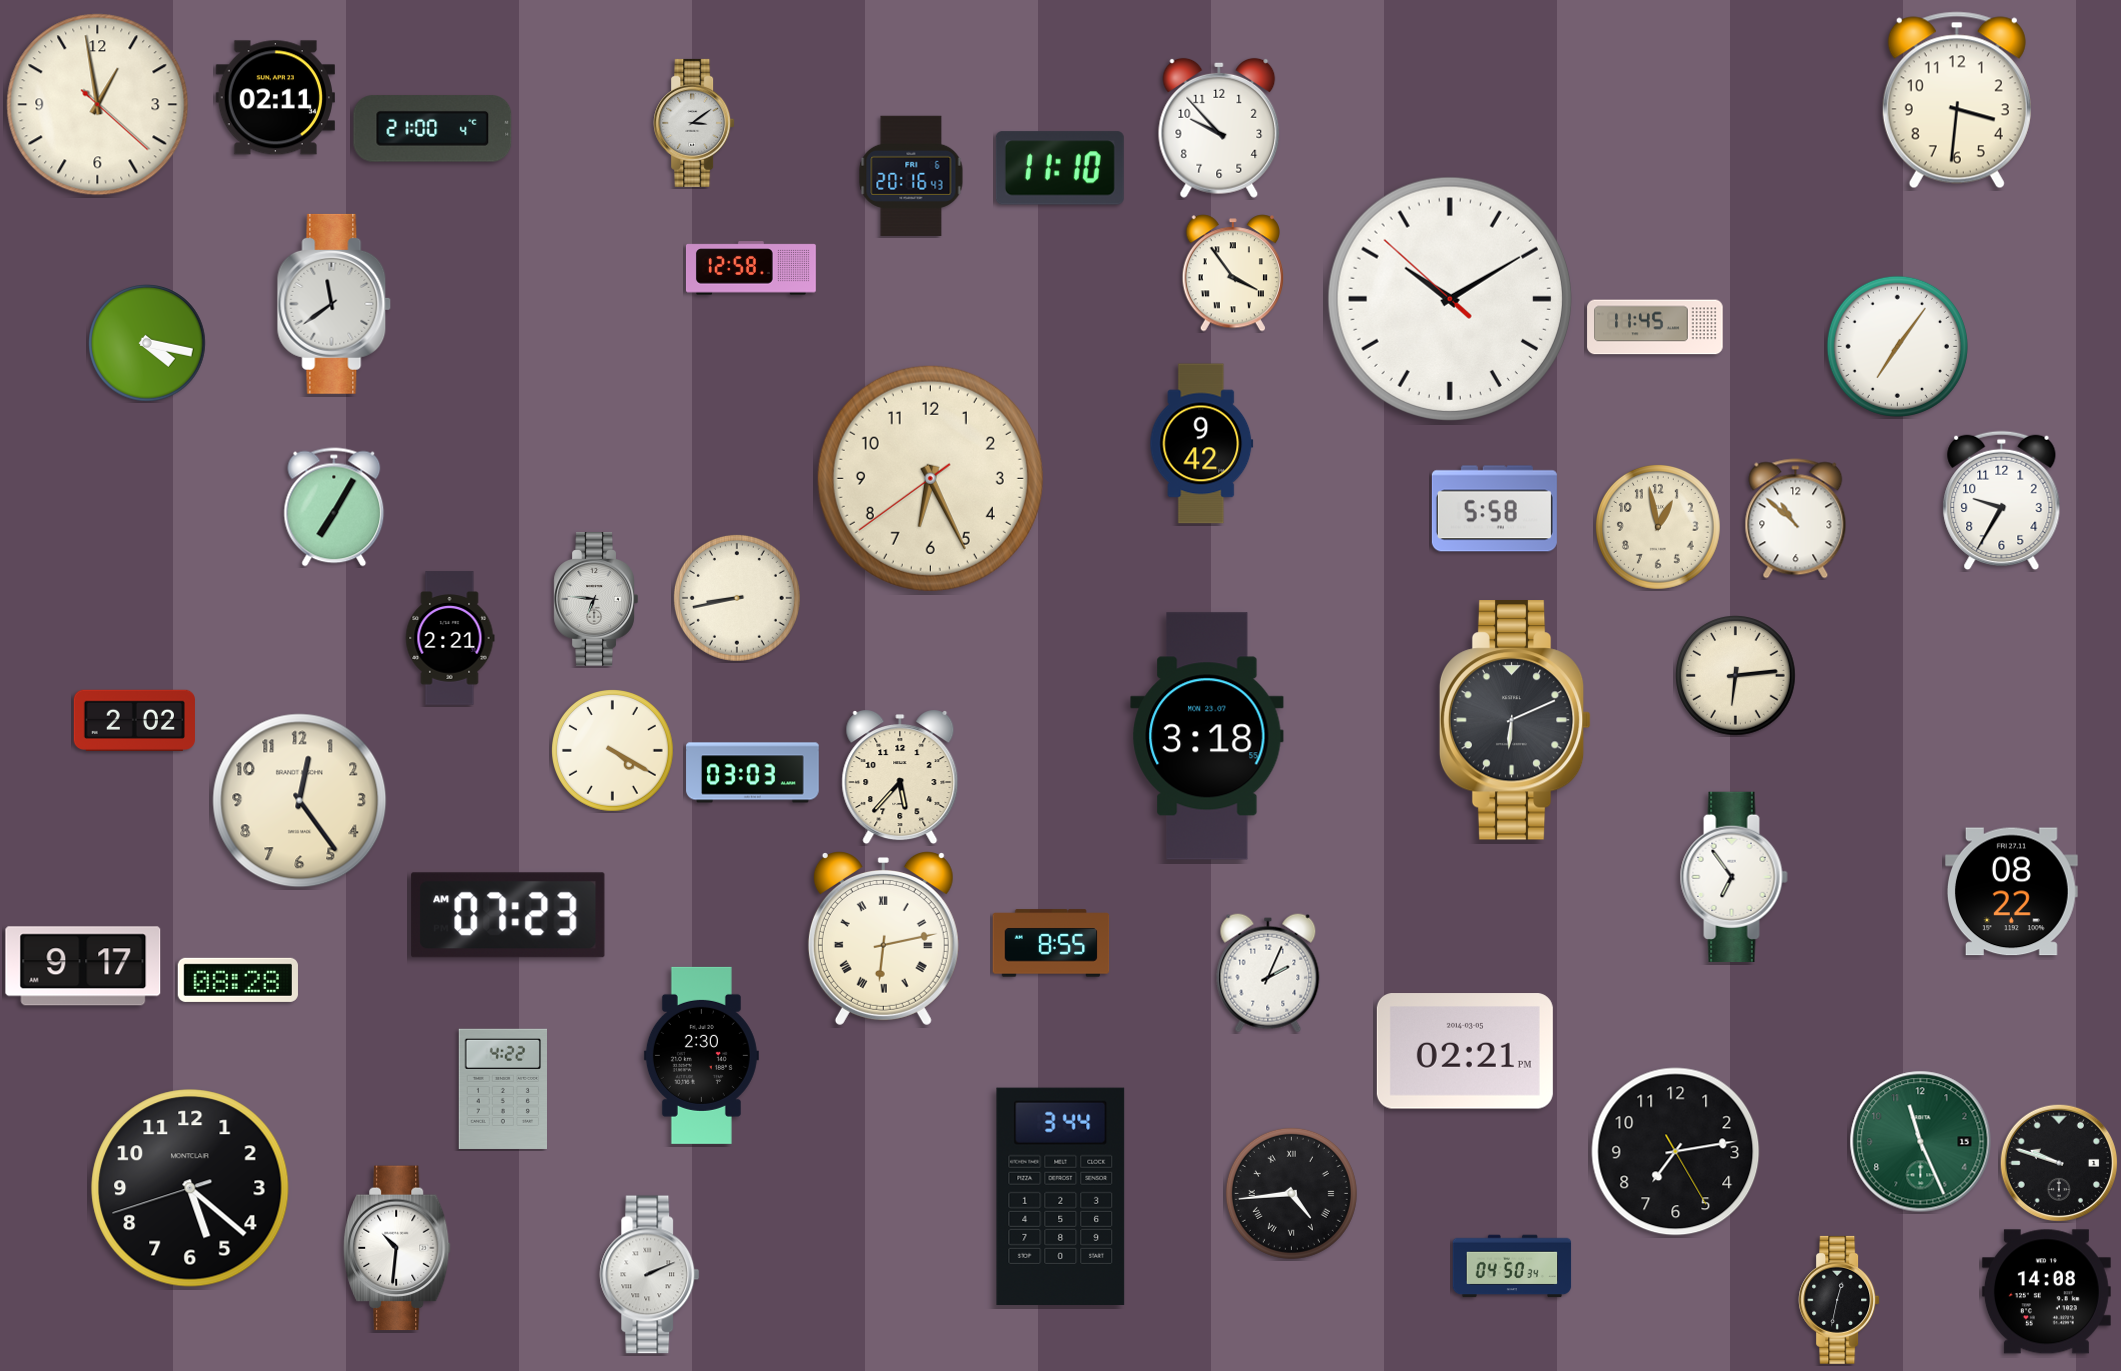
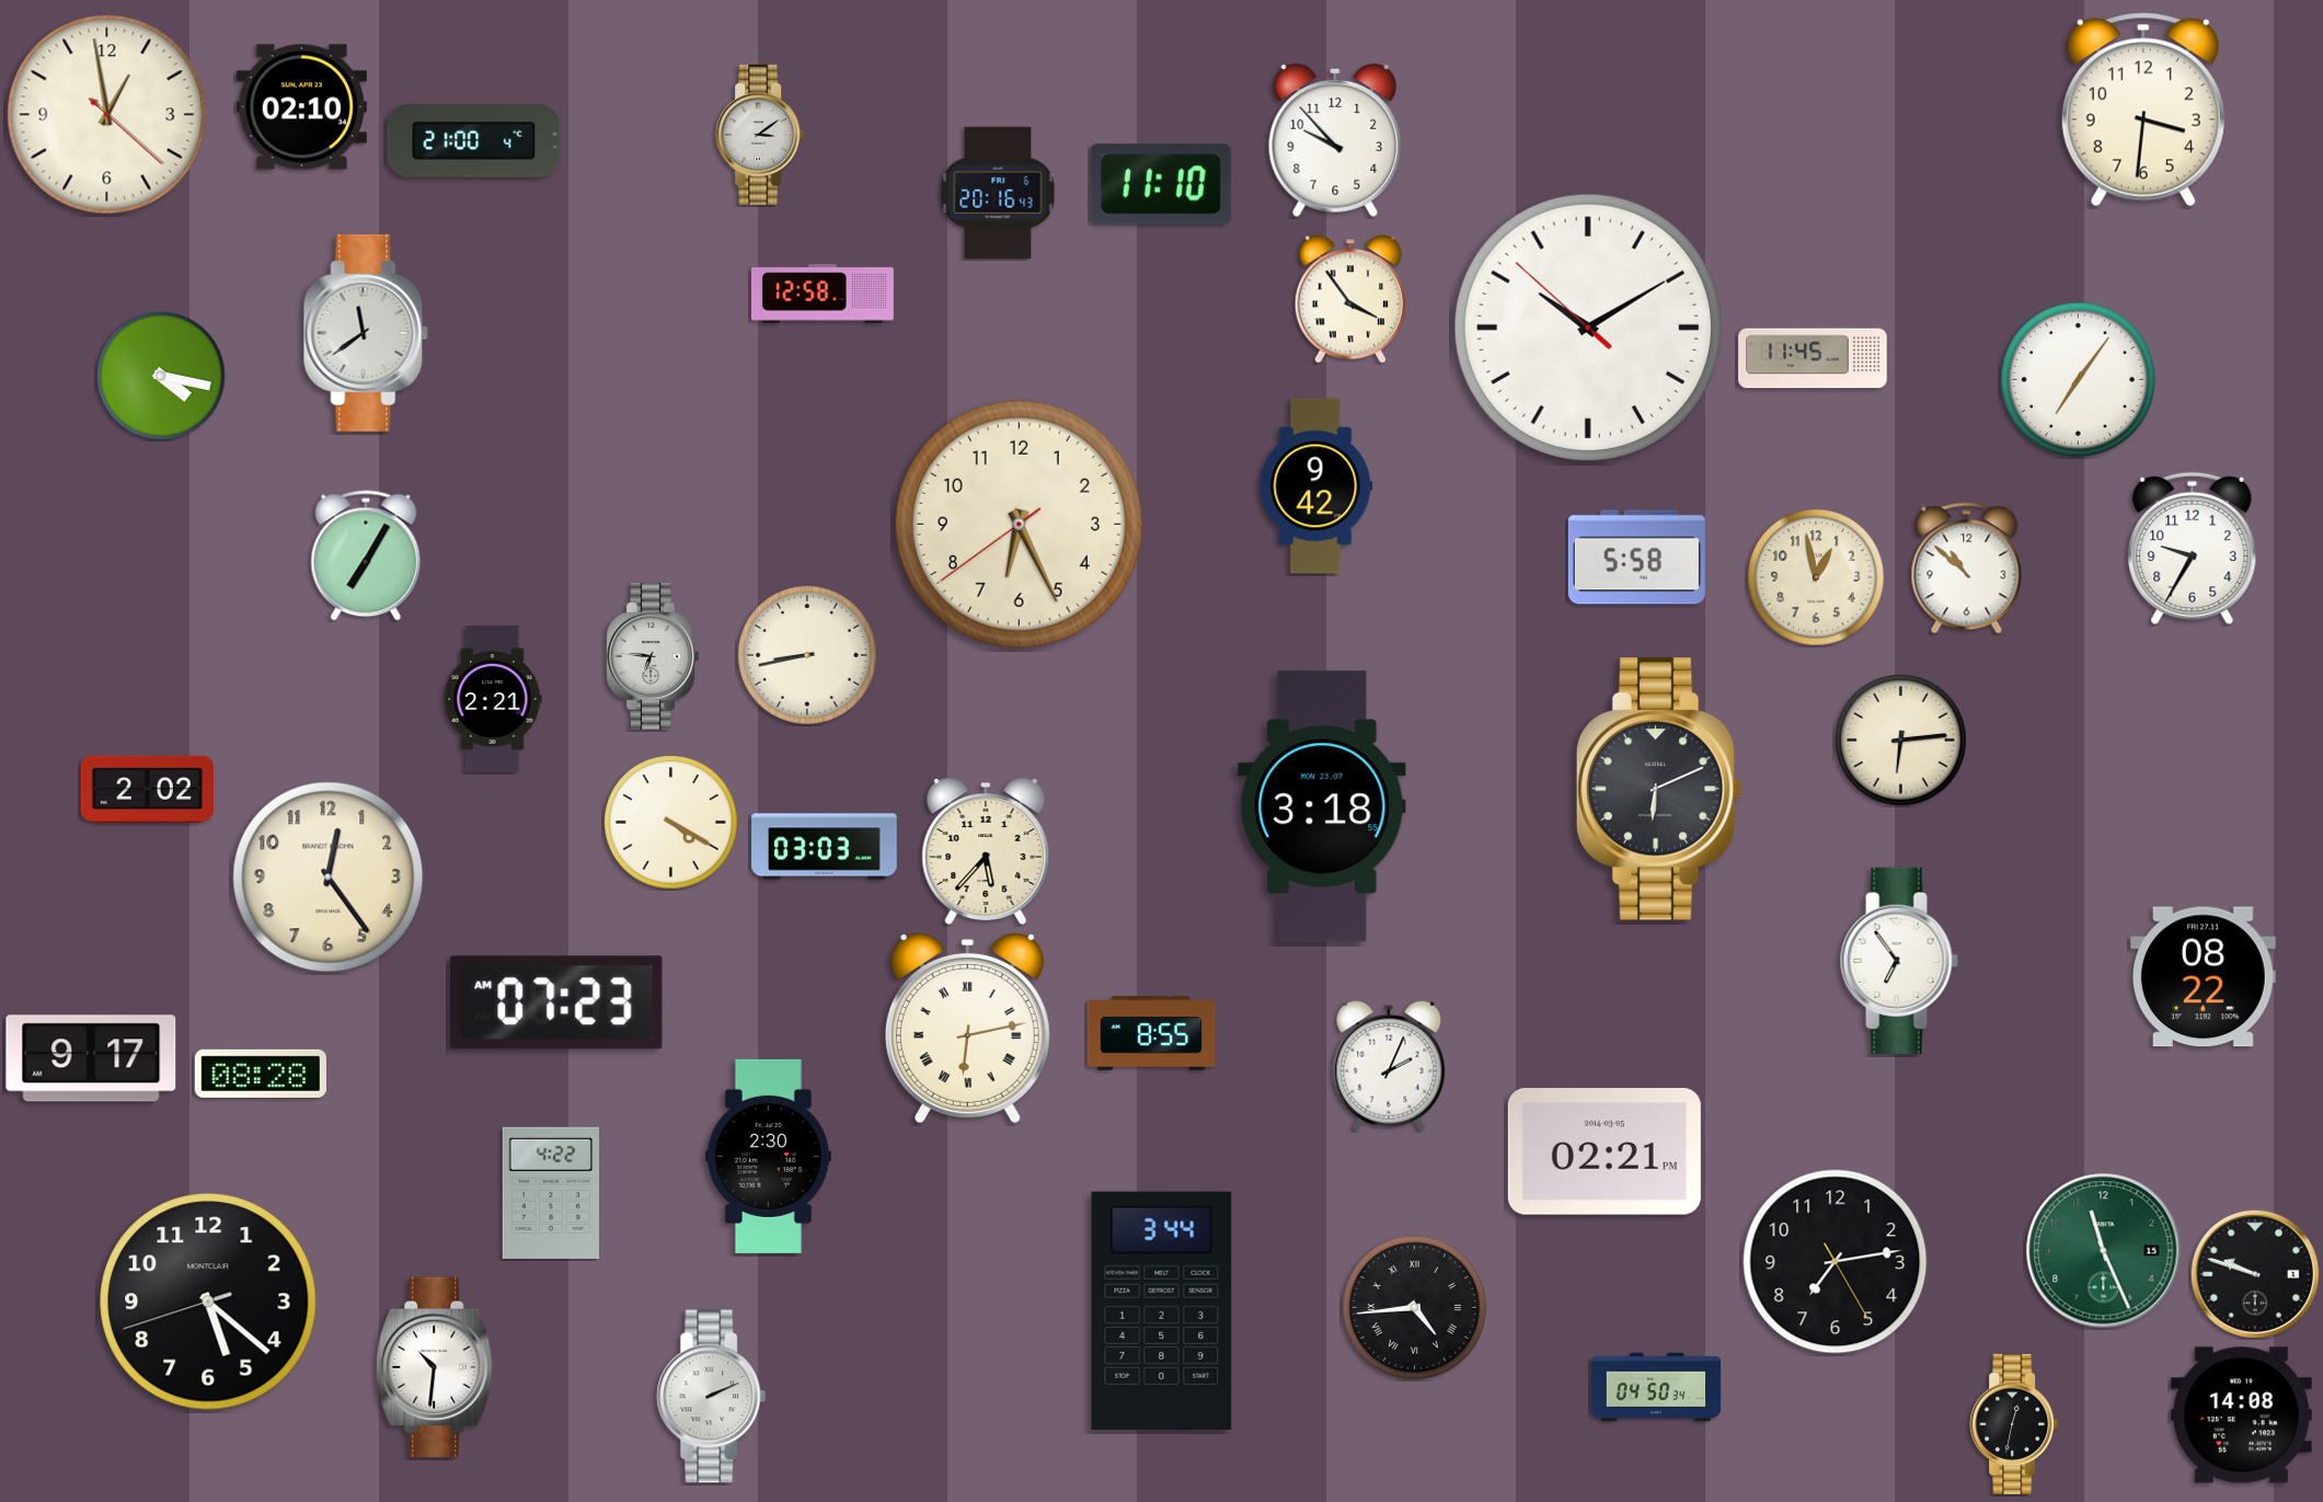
clock at (275, 98): 02:11 -> 02:10
